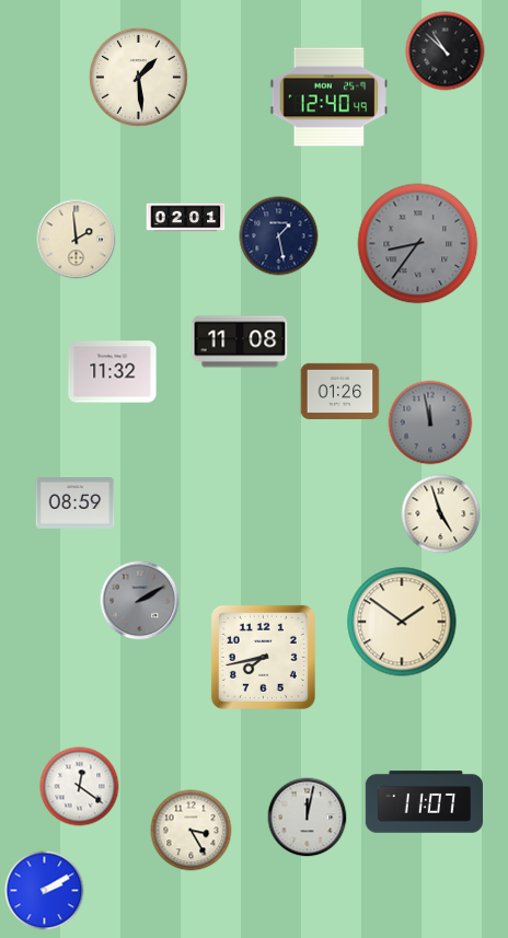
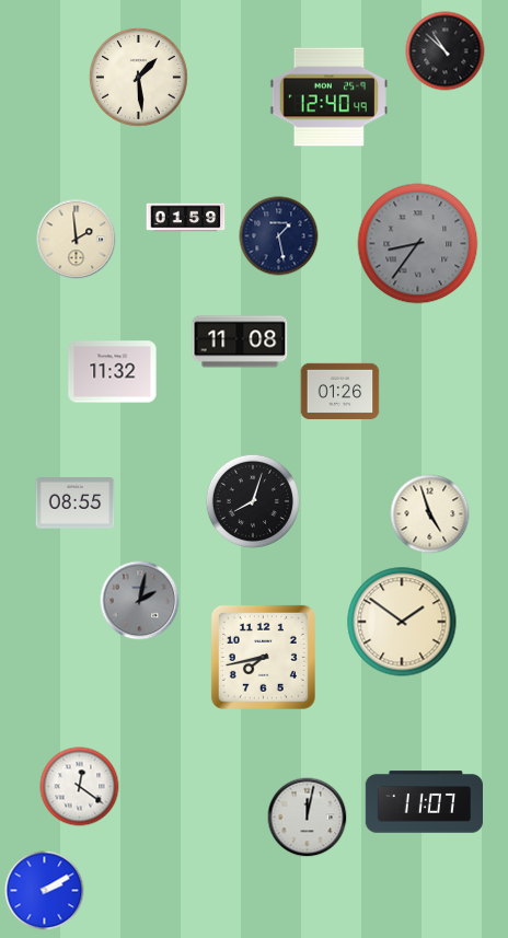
clock at (186, 218): 02:01 -> 01:59
clock at (430, 422): 11:58 -> none
clock at (253, 501): none -> 8:03
clock at (76, 503): 08:59 -> 08:55
clock at (441, 514) position: (441, 514) -> (430, 514)
clock at (140, 601): 2:10 -> 2:02
clock at (192, 831): 3:25 -> none
